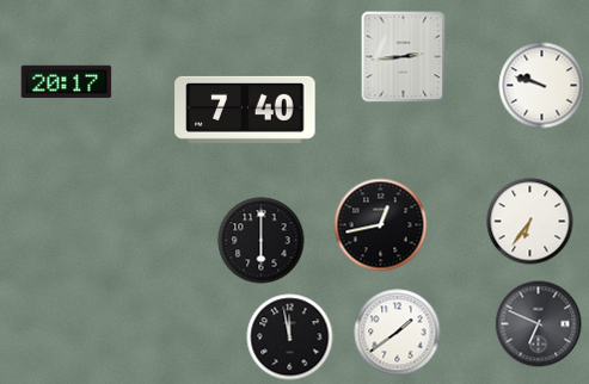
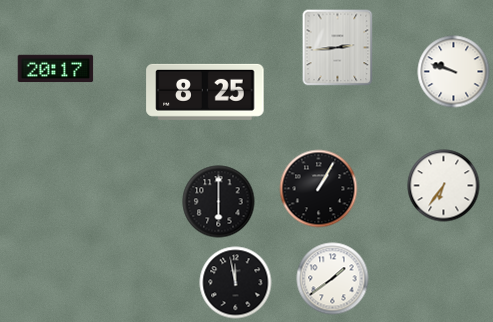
clock at (245, 110): 7:40 -> 8:25
clock at (381, 225): 12:43 -> 1:05
clock at (539, 324): 6:49 -> none
clock at (290, 337) position: (290, 337) -> (236, 283)
